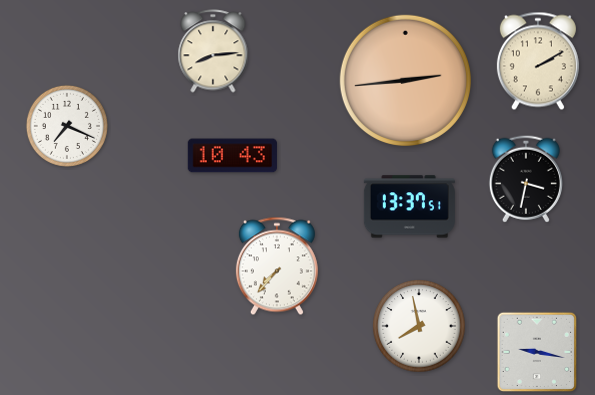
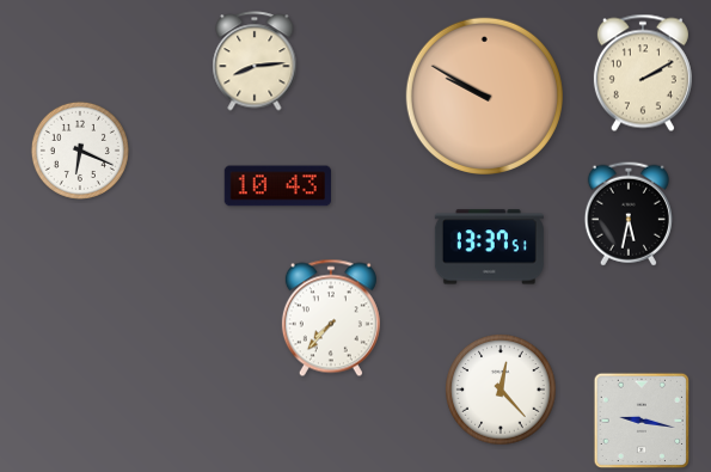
clock at (405, 80): 2:44 -> 9:50
clock at (67, 126): 7:19 -> 6:19
clock at (526, 179): 3:32 -> 5:32
clock at (419, 326): 7:58 -> 12:23
